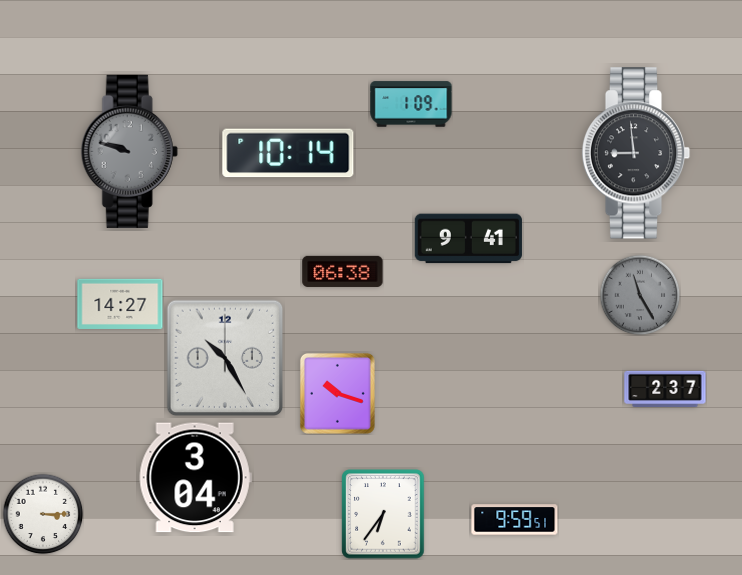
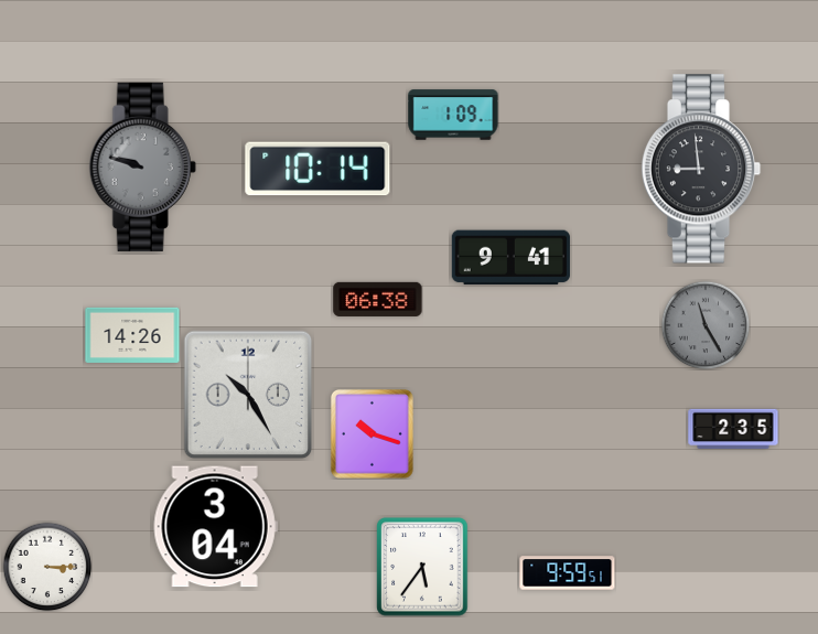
clock at (468, 239) position: (468, 239) -> (510, 258)
clock at (120, 304): 14:27 -> 14:26
clock at (665, 389): 2:37 -> 2:35
clock at (383, 514): 6:36 -> 5:36
